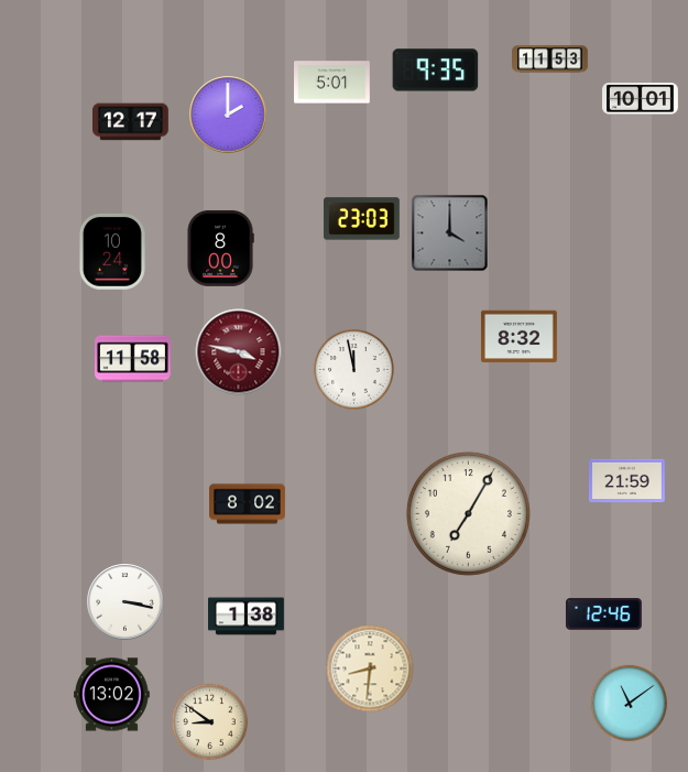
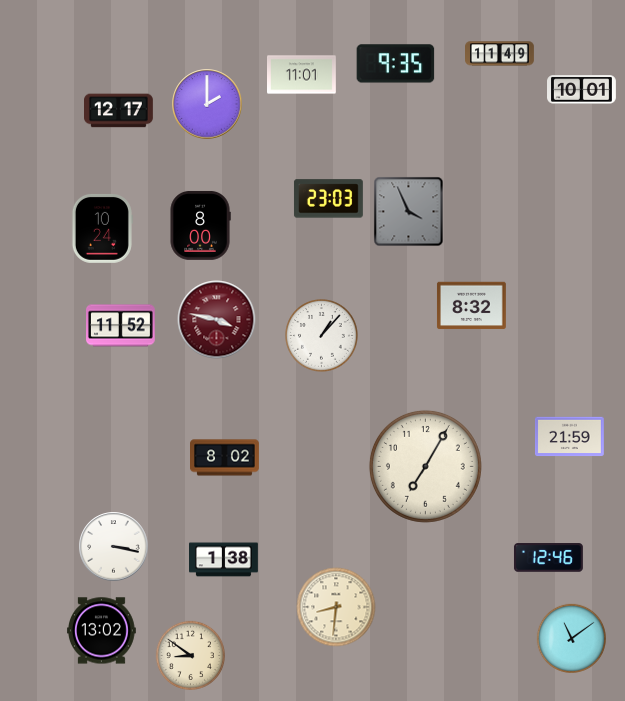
clock at (550, 59): 11:53 -> 11:49
clock at (332, 83): 5:01 -> 11:01
clock at (450, 233): 4:00 -> 3:56
clock at (133, 359): 11:58 -> 11:52
clock at (354, 370): 11:58 -> 1:07
